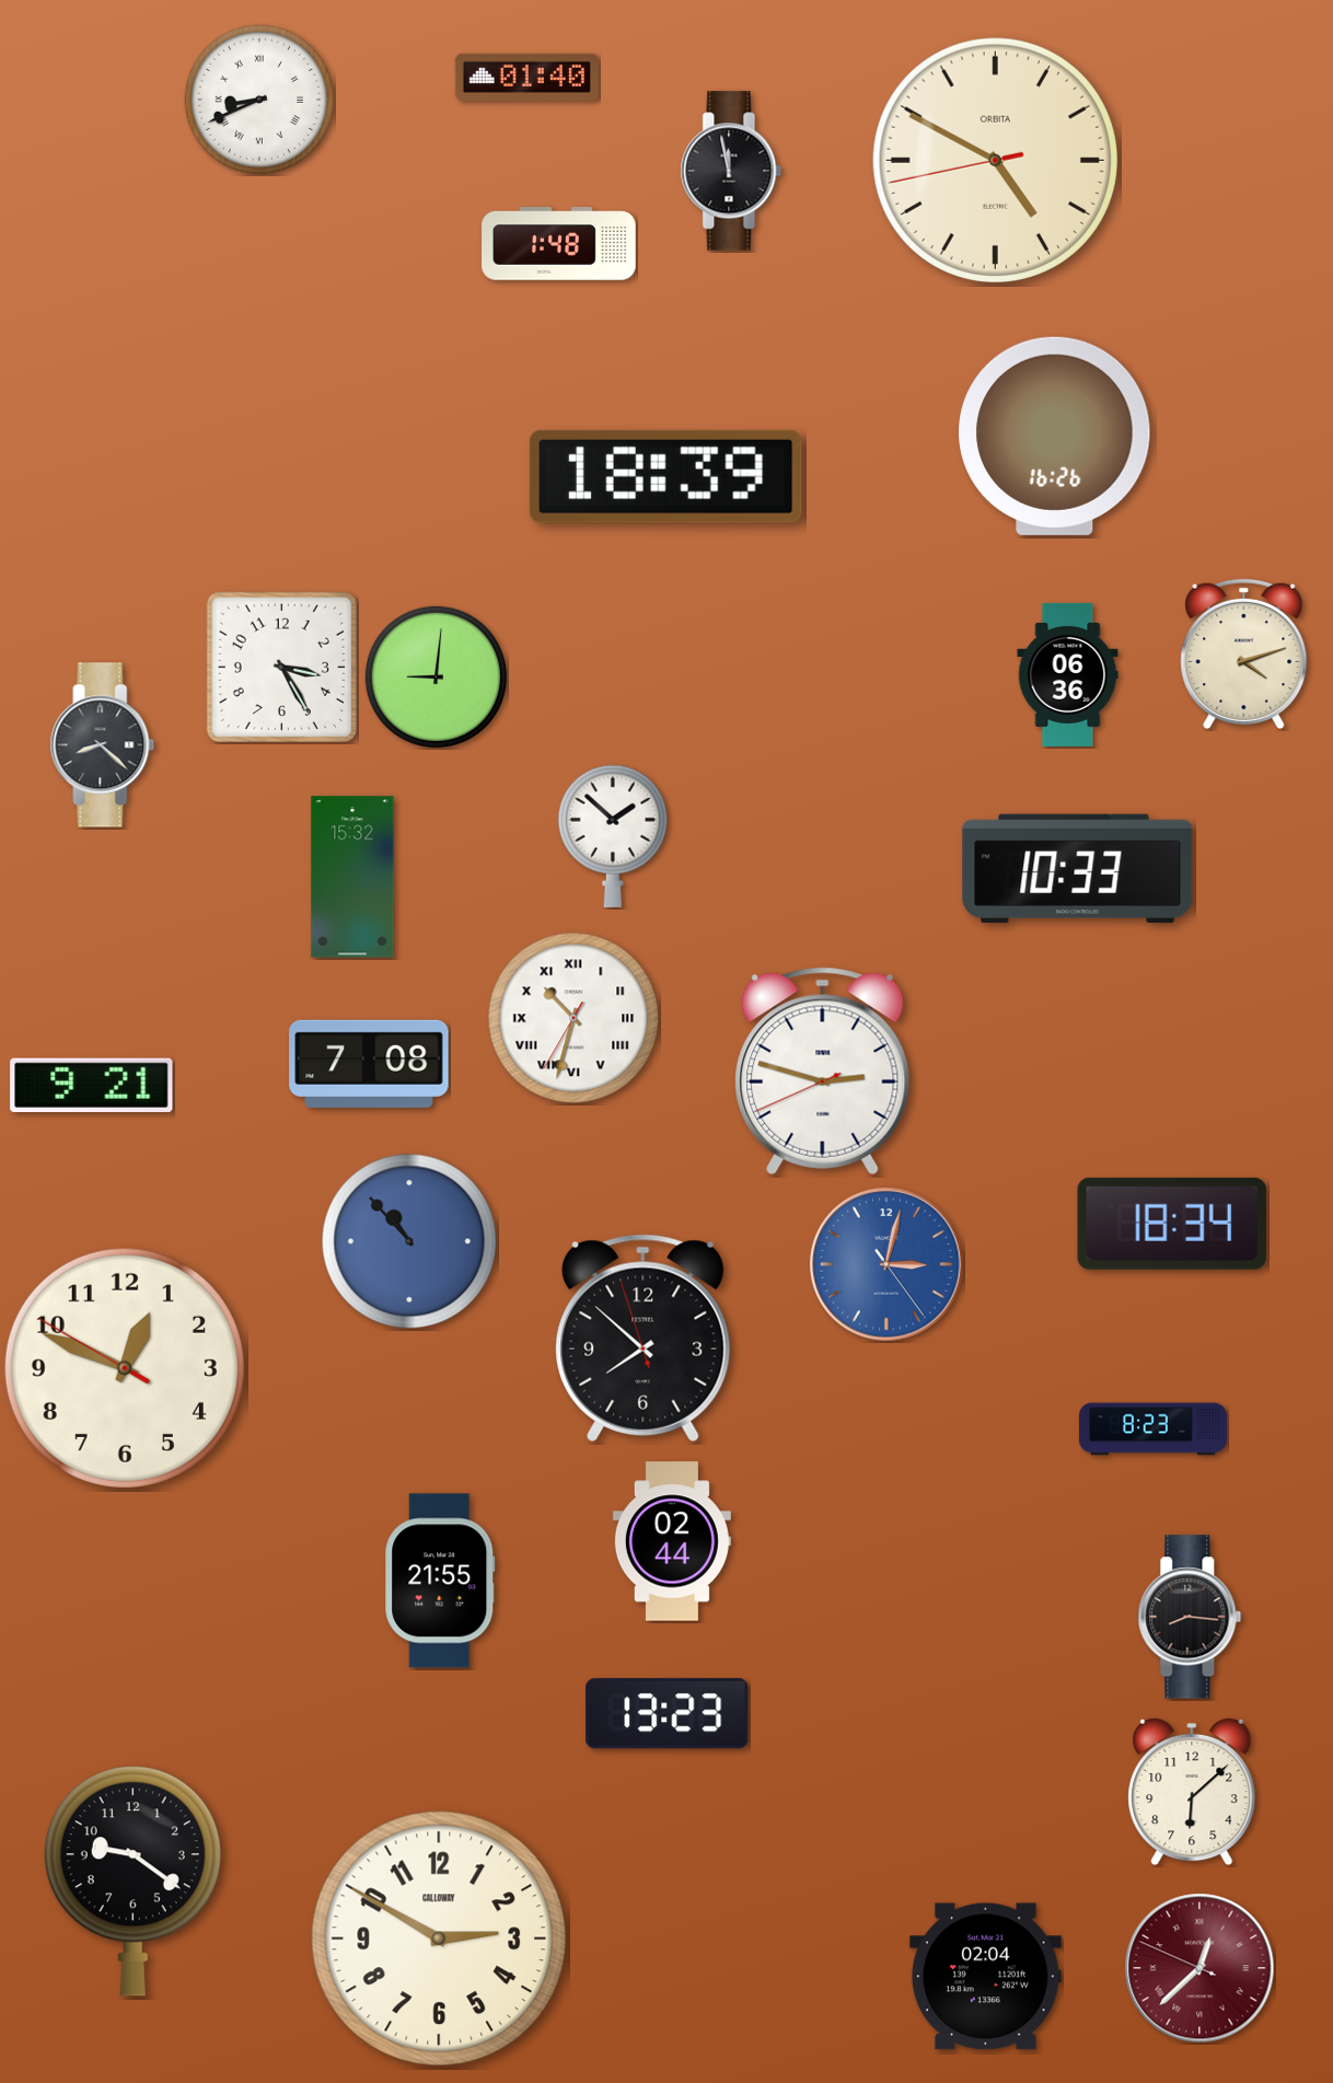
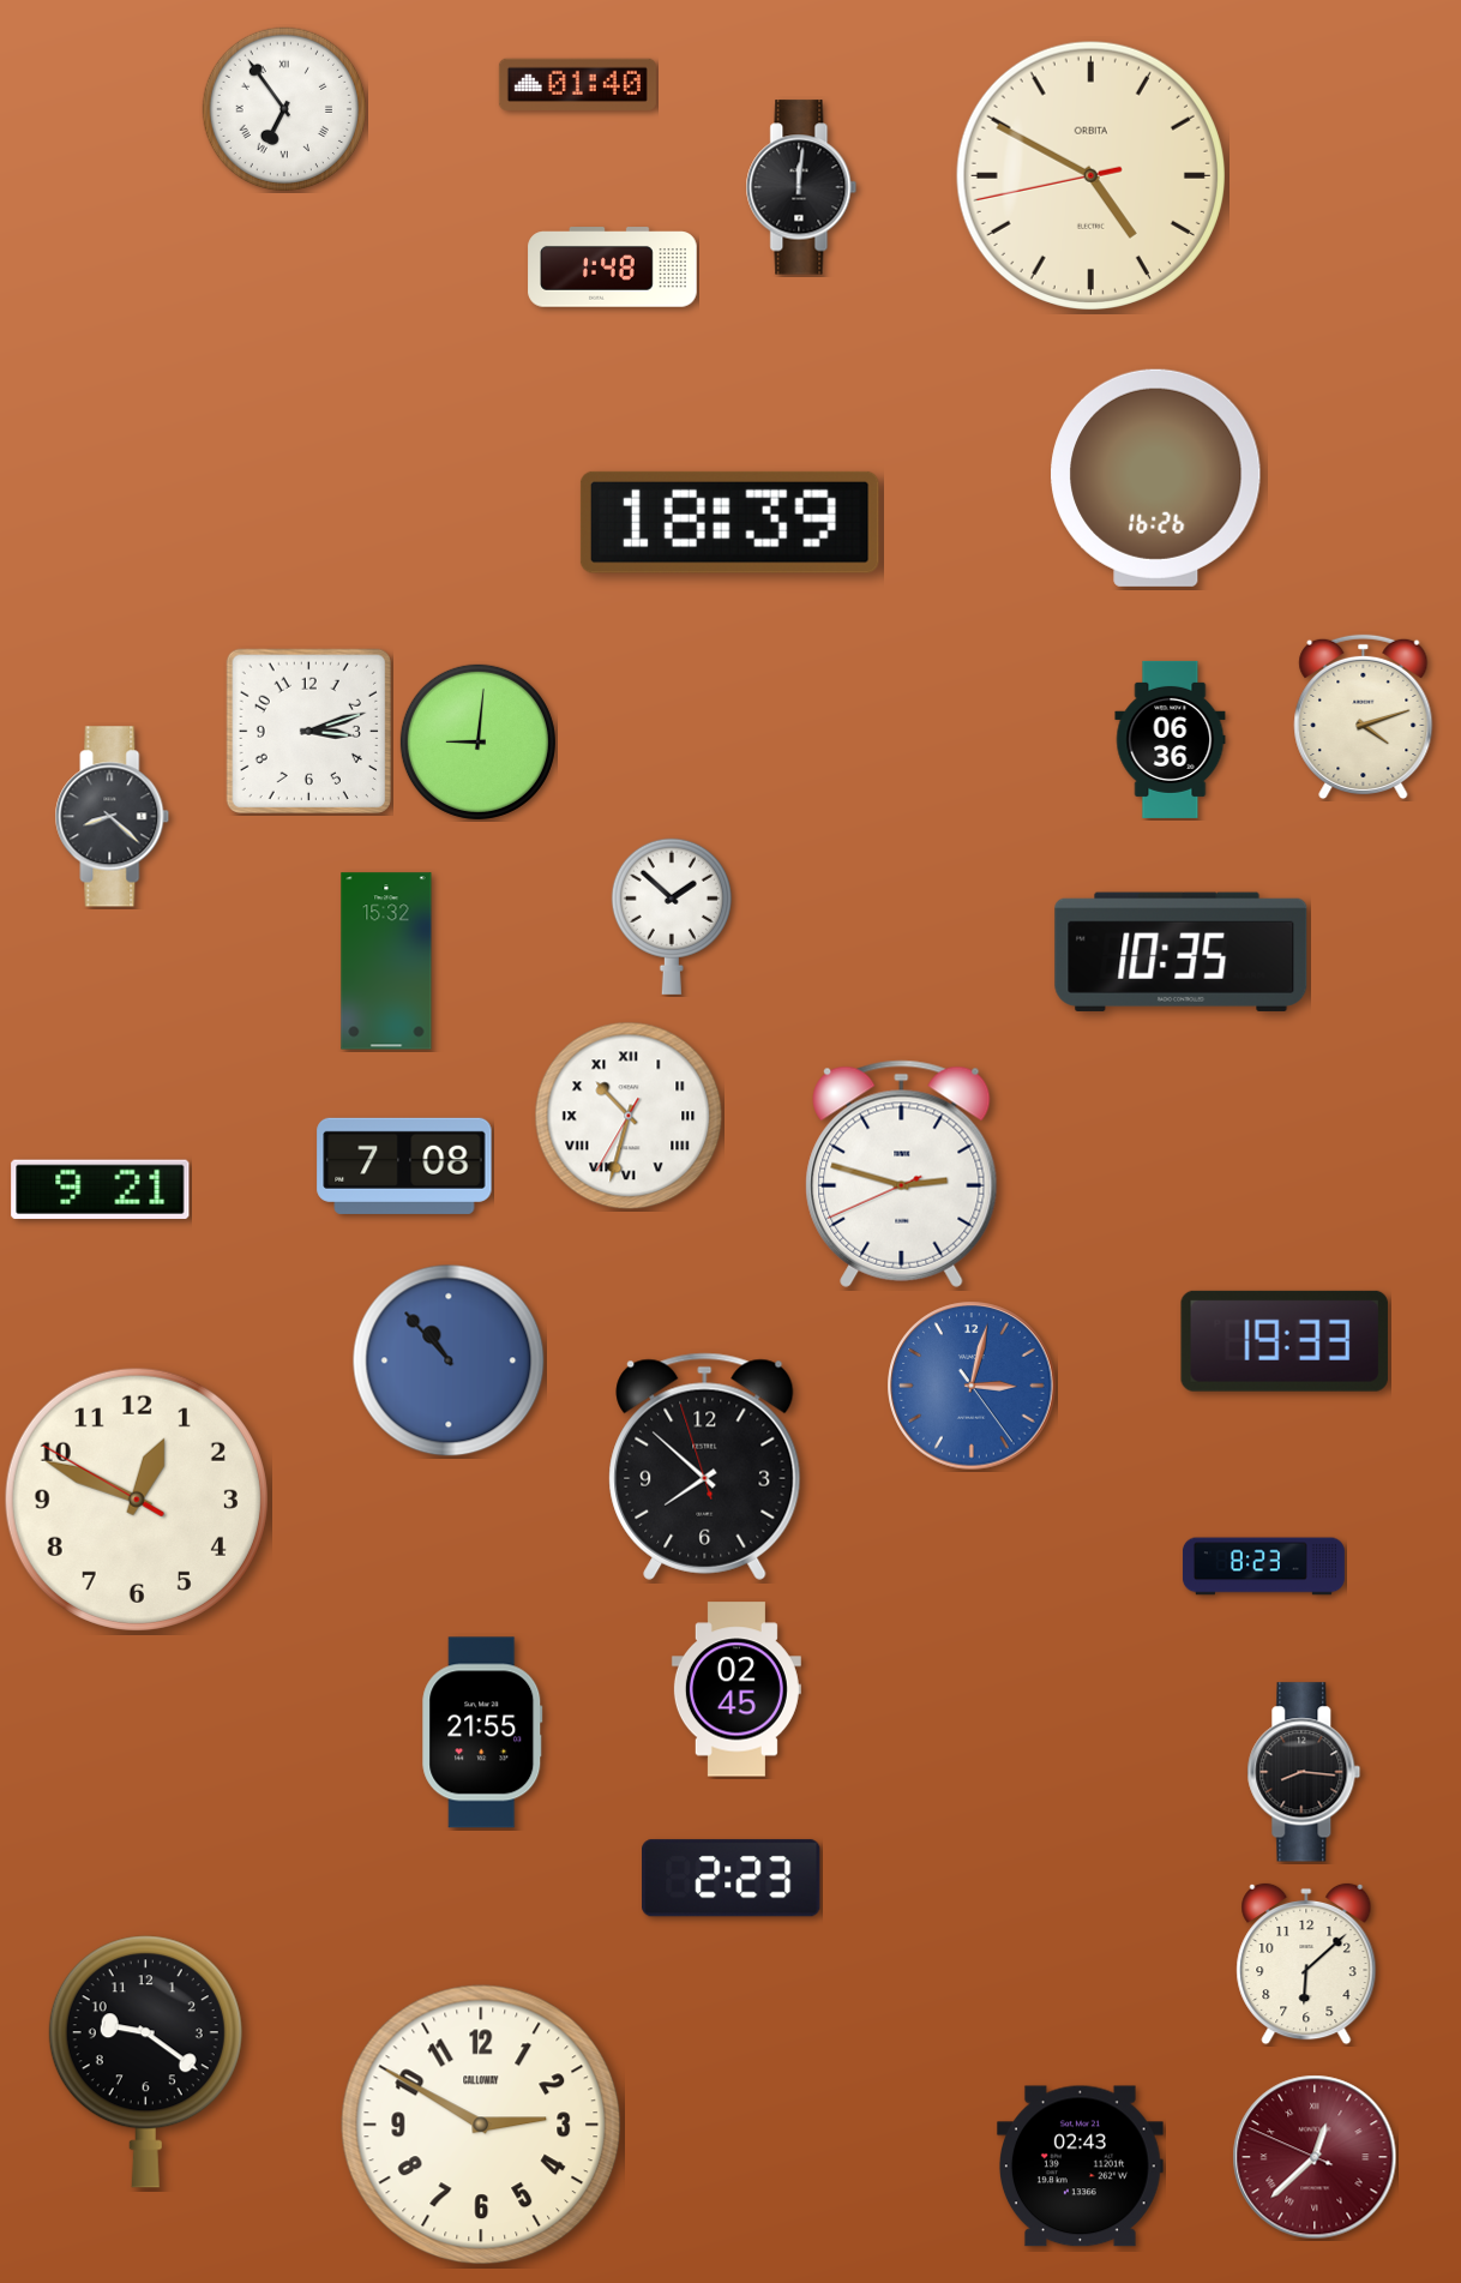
clock at (258, 99): 8:41 -> 6:54
clock at (731, 171): 11:58 -> 12:01
clock at (281, 667): 3:25 -> 3:12
clock at (1078, 868): 10:33 -> 10:35
clock at (1172, 1224): 18:34 -> 19:33
clock at (672, 1541): 02:44 -> 02:45
clock at (668, 1714): 13:23 -> 2:23
clock at (986, 1977): 02:04 -> 02:43
